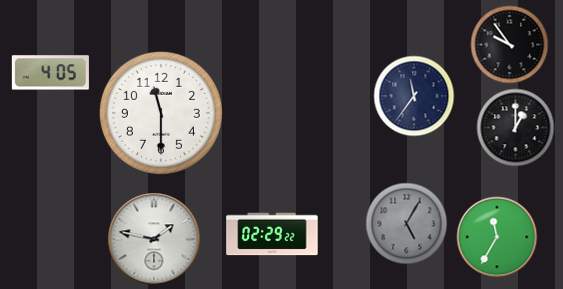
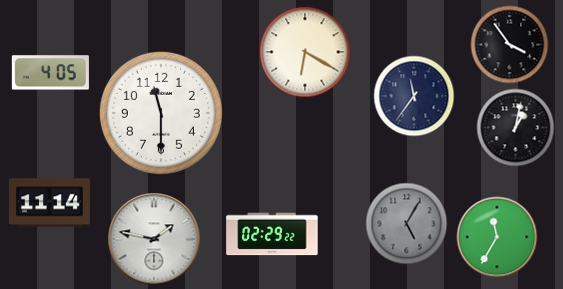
clock at (509, 44): 9:54 -> 3:54
clock at (305, 52): none -> 6:20
clock at (515, 127): 1:00 -> 1:02
clock at (49, 203): none -> 11:14
